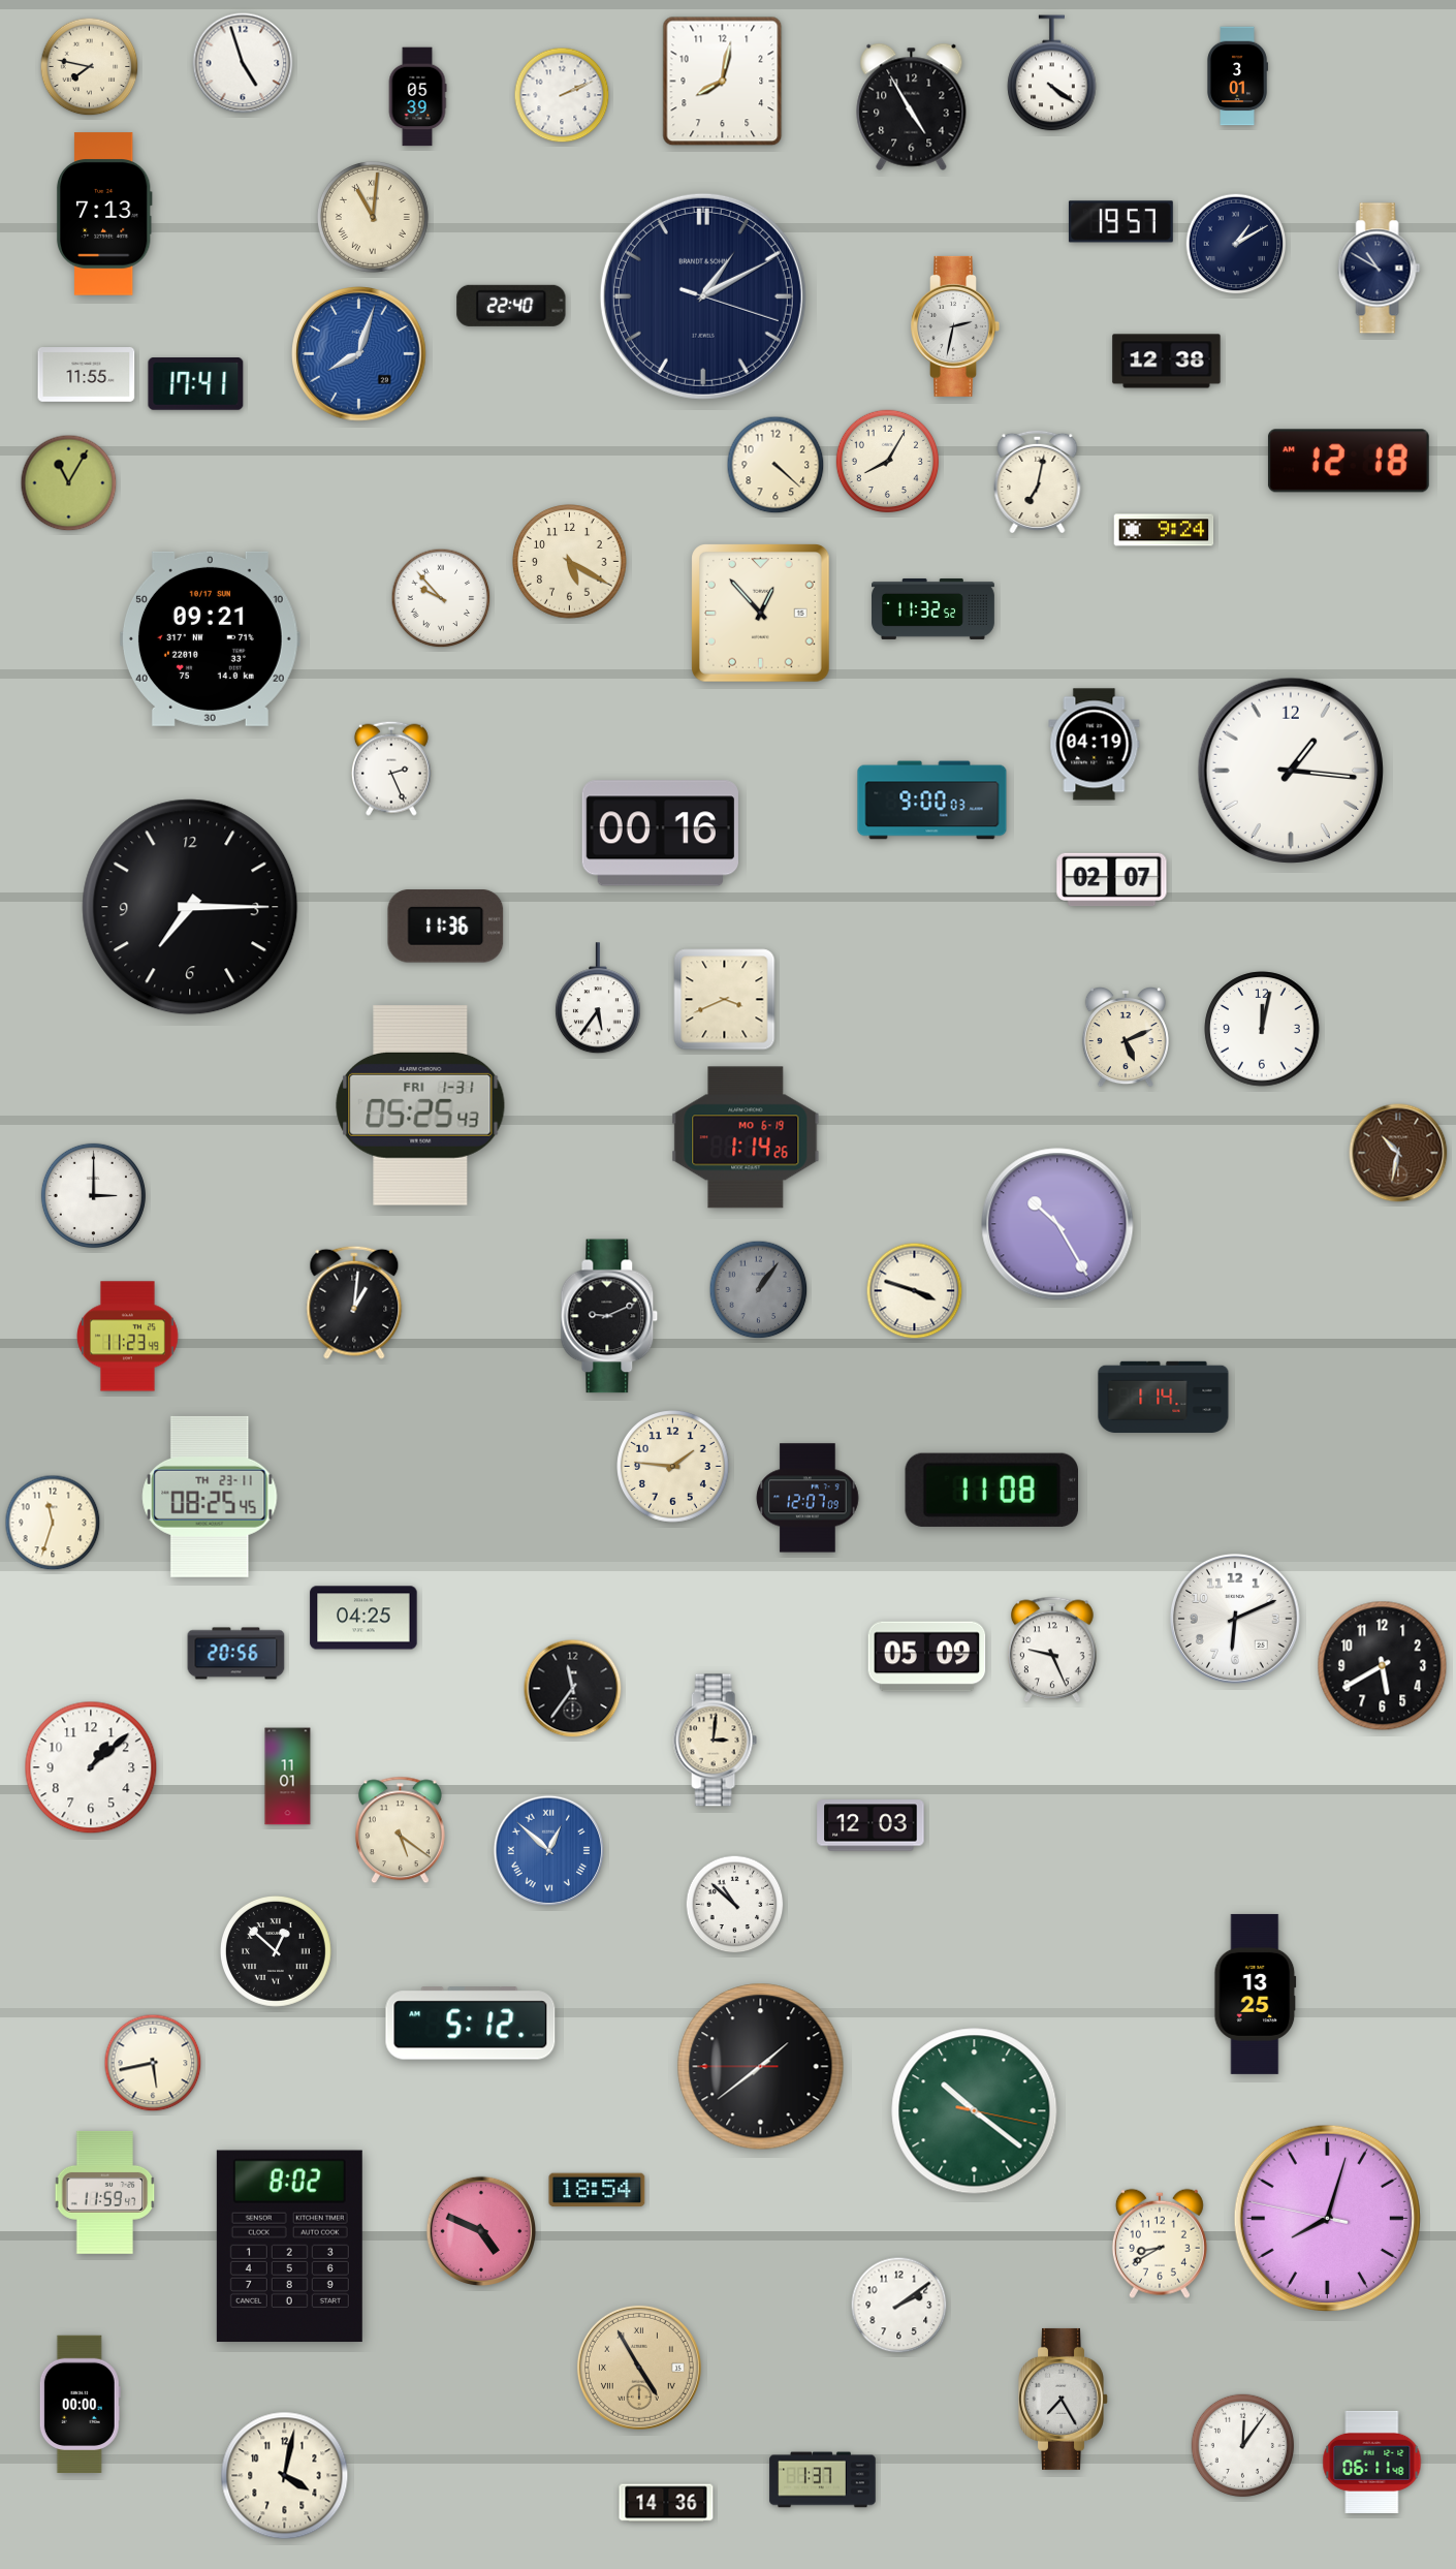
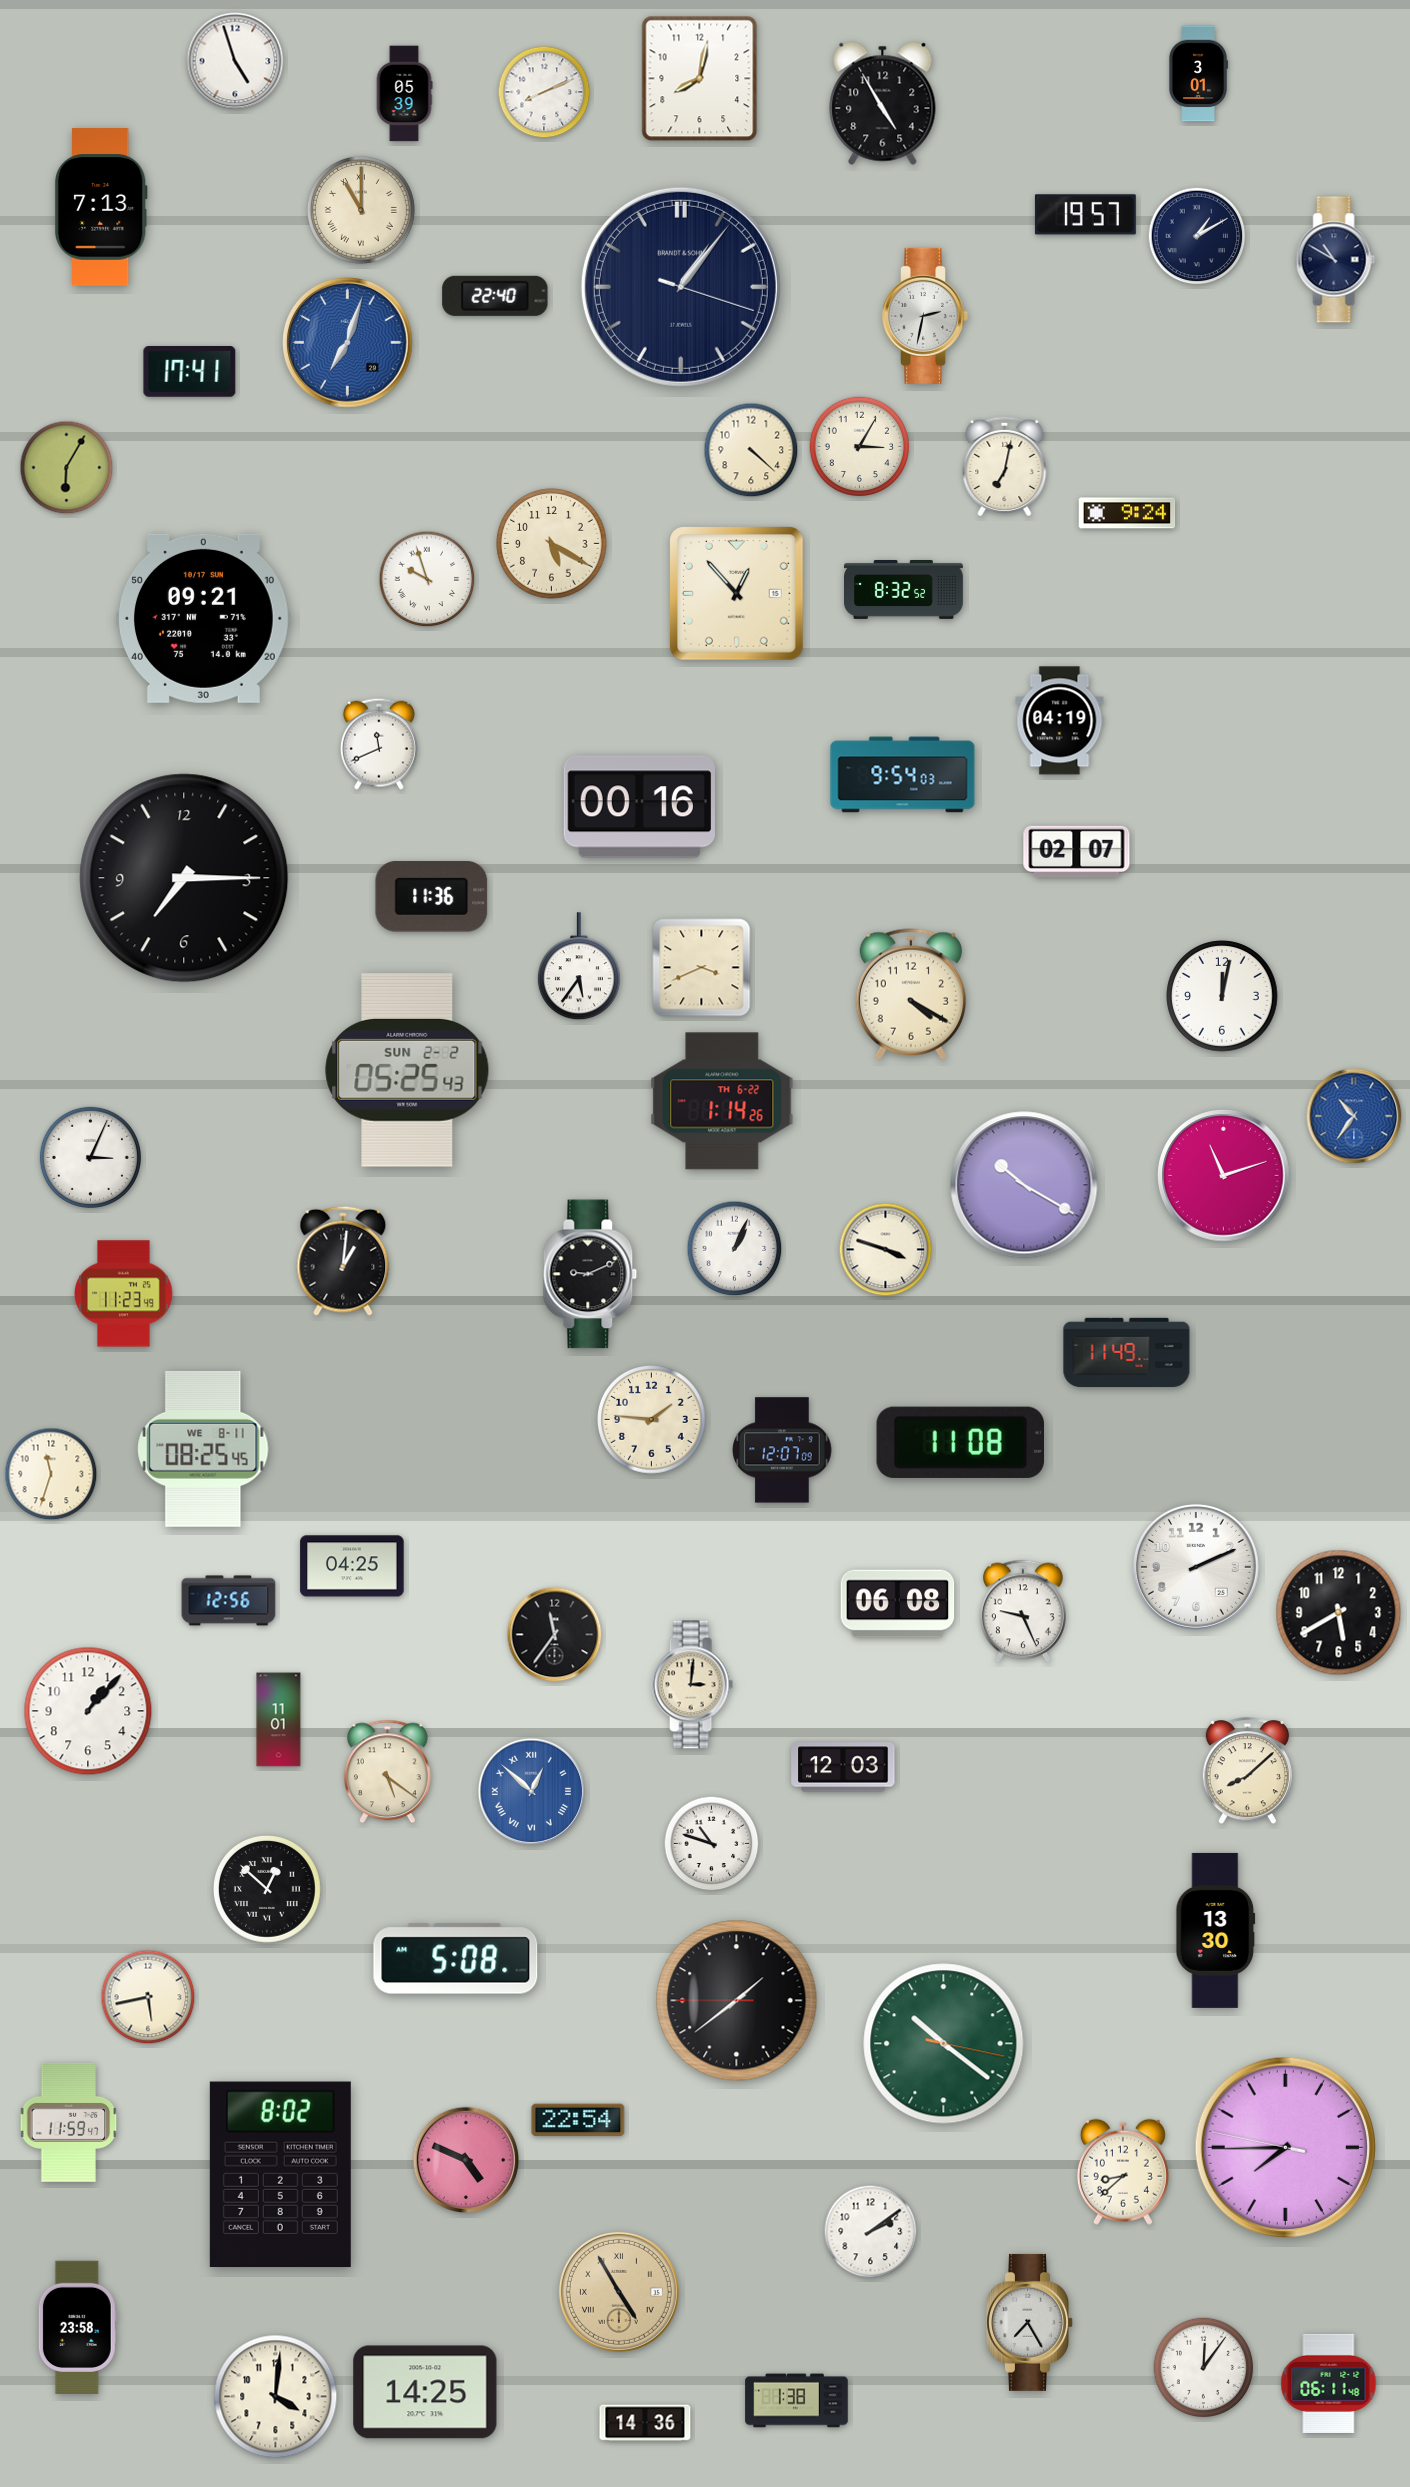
clock at (90, 67): 7:47 -> none
clock at (1052, 73): 4:21 -> none
clock at (562, 95): 2:11 -> 8:11
clock at (373, 217): 11:01 -> 11:00
clock at (703, 296): 1:10 -> 1:06
clock at (359, 354): 8:03 -> 7:03
clock at (1167, 362): 12:38 -> none
clock at (87, 375): 11:55 -> none
clock at (887, 461): 8:05 -> 3:05
clock at (1349, 461): 12:18 -> none
clock at (69, 483): 11:05 -> 6:05
clock at (441, 598): 9:53 -> 9:57
clock at (933, 608): 11:32 -> 8:32
clock at (391, 769): 2:26 -> 11:41
clock at (1290, 770): 1:16 -> none
clock at (932, 801): 9:00 -> 9:54
clock at (911, 994): none -> 4:20
clock at (1126, 1038): 5:11 -> none
clock at (420, 1106) date: FRI 1-31 -> SUN 2-2
clock at (746, 1137) date: MO 6-19 -> TH 6-22
clock at (1398, 1153): 10:32 -> 10:36
clock at (1398, 1153) dial: brown -> blue
clock at (93, 1195): 3:00 -> 3:04
clock at (1224, 1176): none -> 11:12
clock at (1057, 1224): 10:25 -> 10:20
clock at (759, 1290): 1:06 -> 1:04
clock at (759, 1290) dial: grey -> white
clock at (1164, 1397): 1:14 -> 11:49
clock at (210, 1497) date: TH 23-11 -> WE 8-11
clock at (1235, 1619): 6:11 -> 2:11
clock at (1053, 1650) position: (1053, 1650) -> (1024, 1611)
clock at (236, 1654): 20:56 -> 12:56
clock at (927, 1657): 05:09 -> 06:08
clock at (91, 1767): 1:08 -> 1:07
clock at (1247, 1771): none -> 8:08
clock at (735, 1905): 10:52 -> 10:48
clock at (1256, 1994): 13:25 -> 13:30
clock at (471, 2024): 5:12 -> 5:08
clock at (597, 2190): 18:54 -> 22:54
clock at (105, 2192) position: (105, 2192) -> (69, 2122)
clock at (1327, 2218): 8:02 -> 7:44
clock at (1160, 2244): 8:40 -> 8:38
clock at (80, 2405): 00:00 -> 23:58
clock at (425, 2392): none -> 14:25
clock at (285, 2476): 4:02 -> 4:01
clock at (823, 2480): 1:37 -> 1:38
